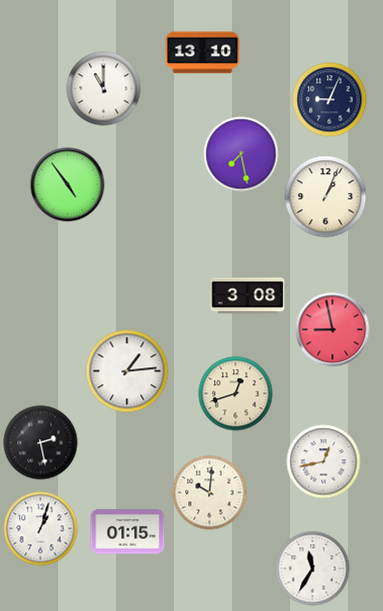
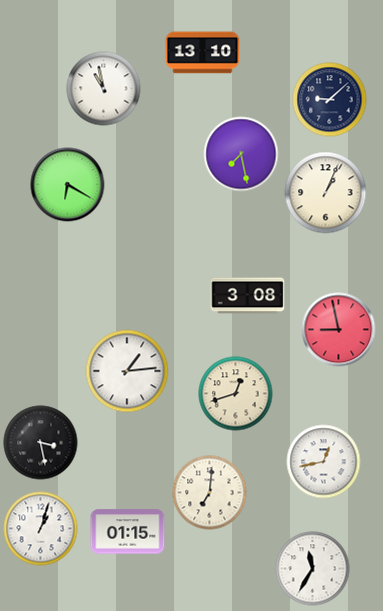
clock at (104, 89): 11:00 -> 10:58
clock at (330, 100): 9:04 -> 9:08
clock at (68, 185): 4:54 -> 6:20
clock at (326, 197) position: (326, 197) -> (326, 193)
clock at (333, 330) position: (333, 330) -> (339, 330)
clock at (41, 443): 2:28 -> 3:28
clock at (210, 493): 10:01 -> 7:01
